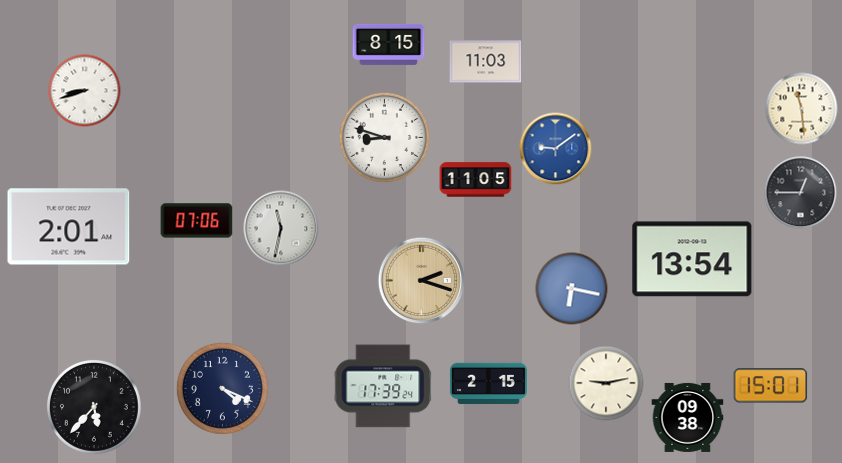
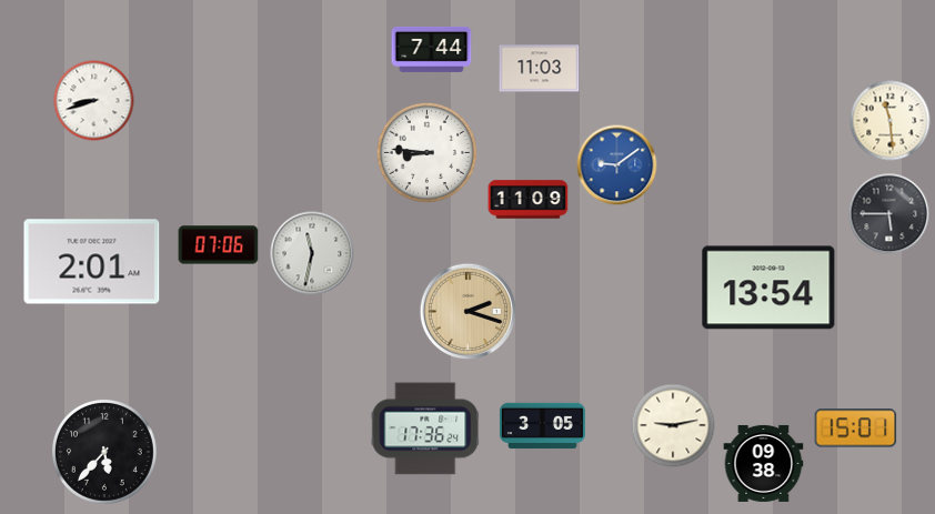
clock at (389, 44): 8:15 -> 7:44
clock at (384, 137): 8:48 -> 8:46
clock at (476, 180): 11:05 -> 11:09
clock at (801, 193): 12:45 -> 5:45
clock at (69, 227) position: (69, 227) -> (92, 262)
clock at (572, 289): 6:17 -> none
clock at (488, 384): 2:15 -> 3:05
clock at (383, 386): 17:39 -> 17:36
clock at (222, 388): 4:19 -> none
